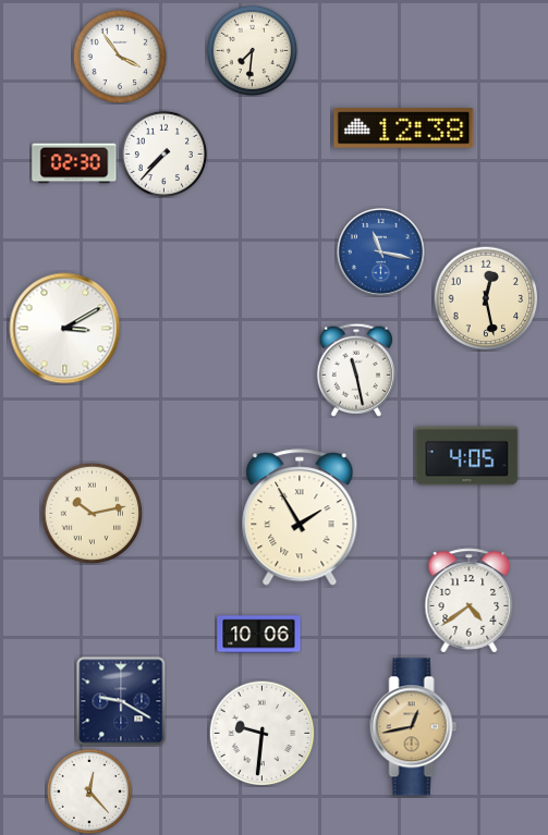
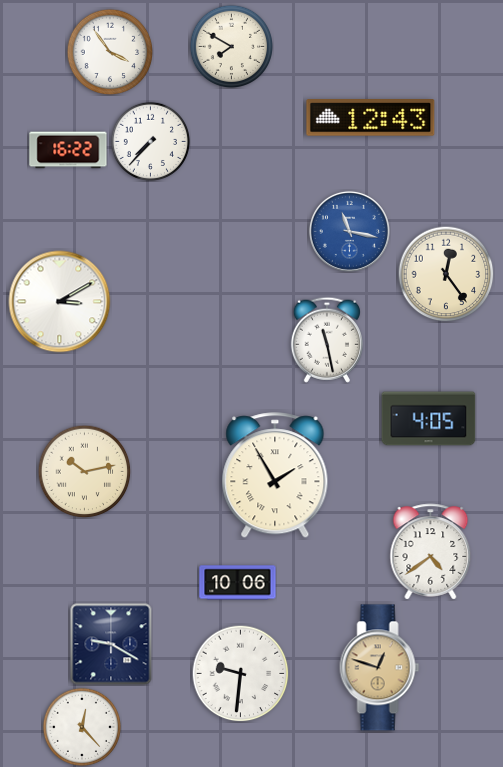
clock at (252, 50): 7:31 -> 7:50
clock at (404, 128): 12:38 -> 12:43
clock at (74, 163): 02:30 -> 16:22
clock at (486, 298): 12:28 -> 12:24
clock at (414, 727): 12:43 -> 12:48
